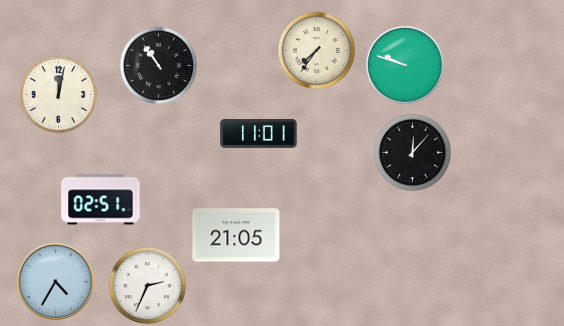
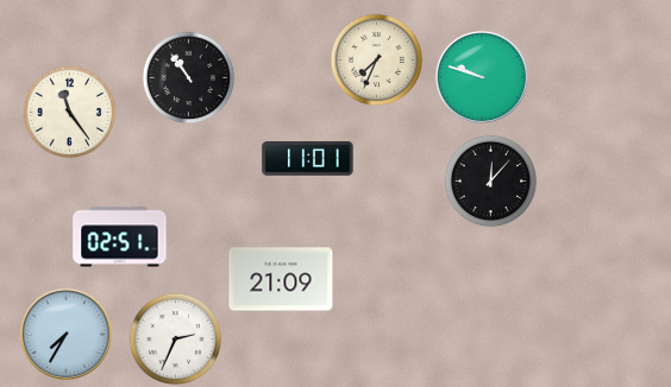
clock at (316, 50): 7:36 -> 7:34
clock at (58, 94): 12:02 -> 11:24
clock at (236, 235): 21:05 -> 21:09
clock at (55, 281): 4:35 -> 7:35
